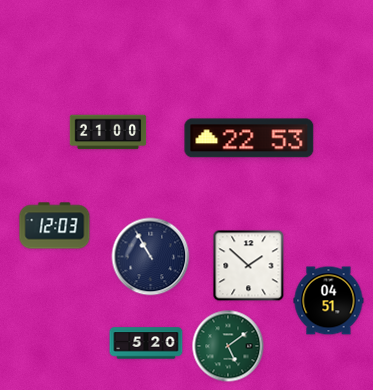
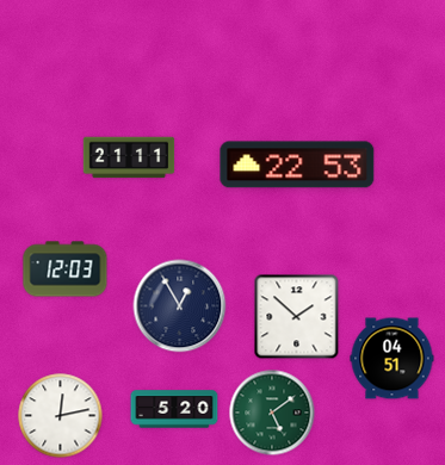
clock at (108, 132): 21:00 -> 21:11
clock at (151, 257): 10:55 -> 12:55
clock at (61, 416): none -> 12:13
